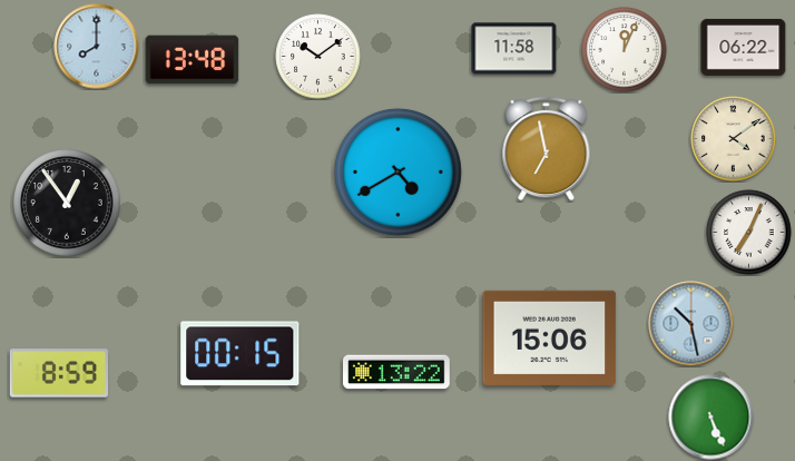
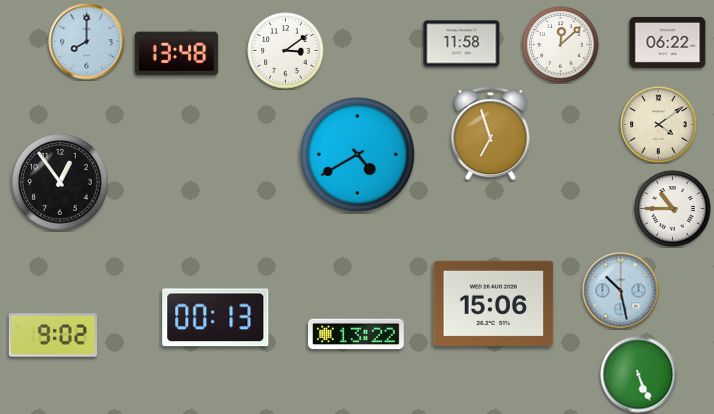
clock at (625, 50): 12:04 -> 12:08
clock at (318, 57): 10:09 -> 3:09
clock at (193, 60) position: (193, 60) -> (177, 54)
clock at (547, 148): 6:58 -> 6:57
clock at (749, 233): 7:04 -> 10:45
clock at (241, 354): 00:15 -> 00:13
clock at (58, 373): 8:59 -> 9:02
